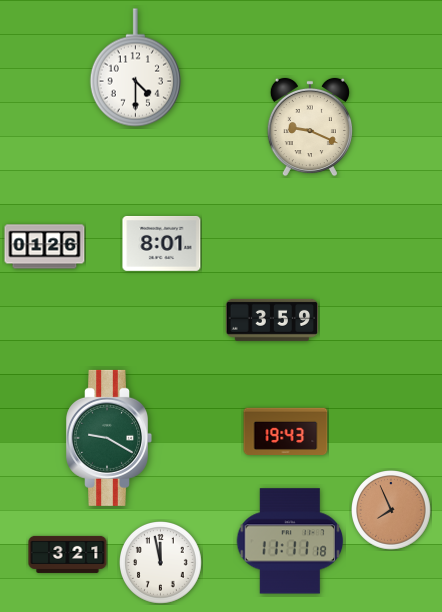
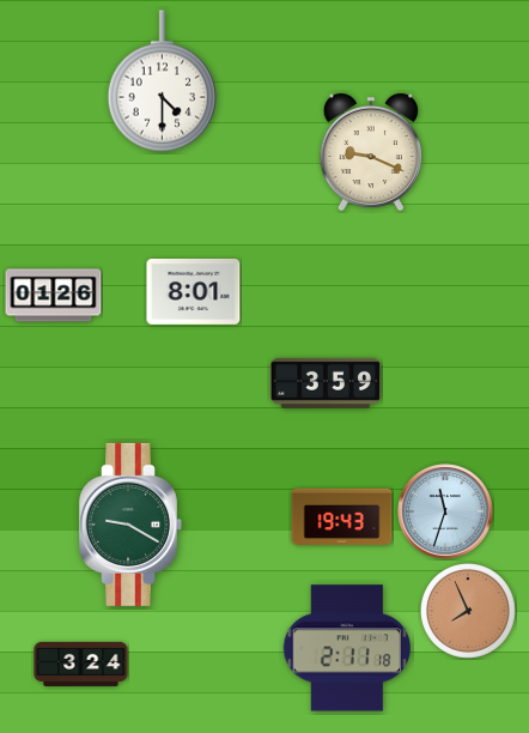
clock at (445, 511): none -> 11:33
clock at (290, 541): 11:11 -> 2:11
clock at (68, 554): 3:21 -> 3:24
clock at (161, 563): 11:58 -> none
